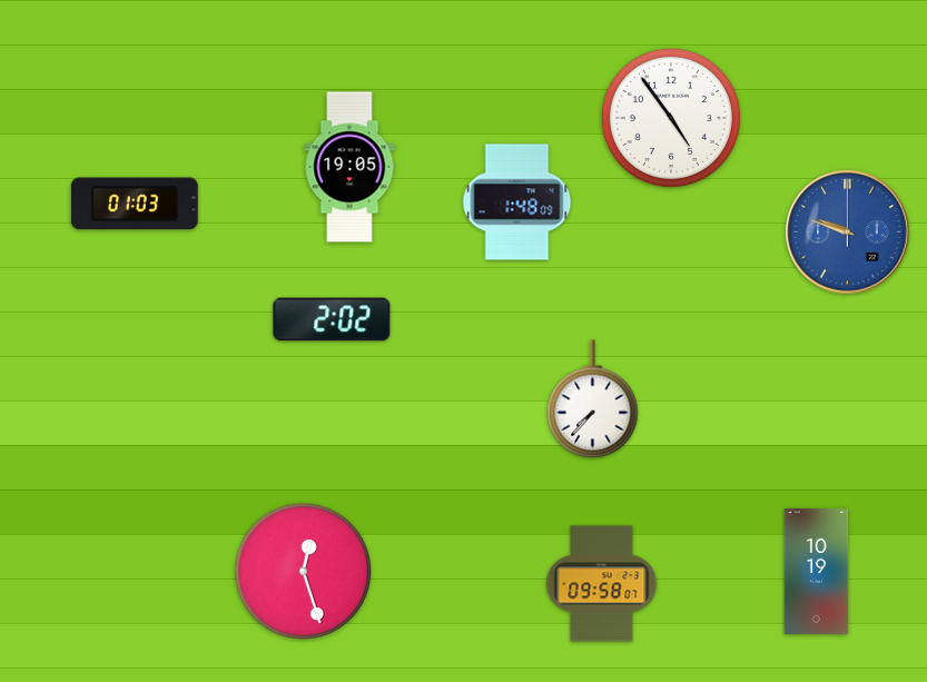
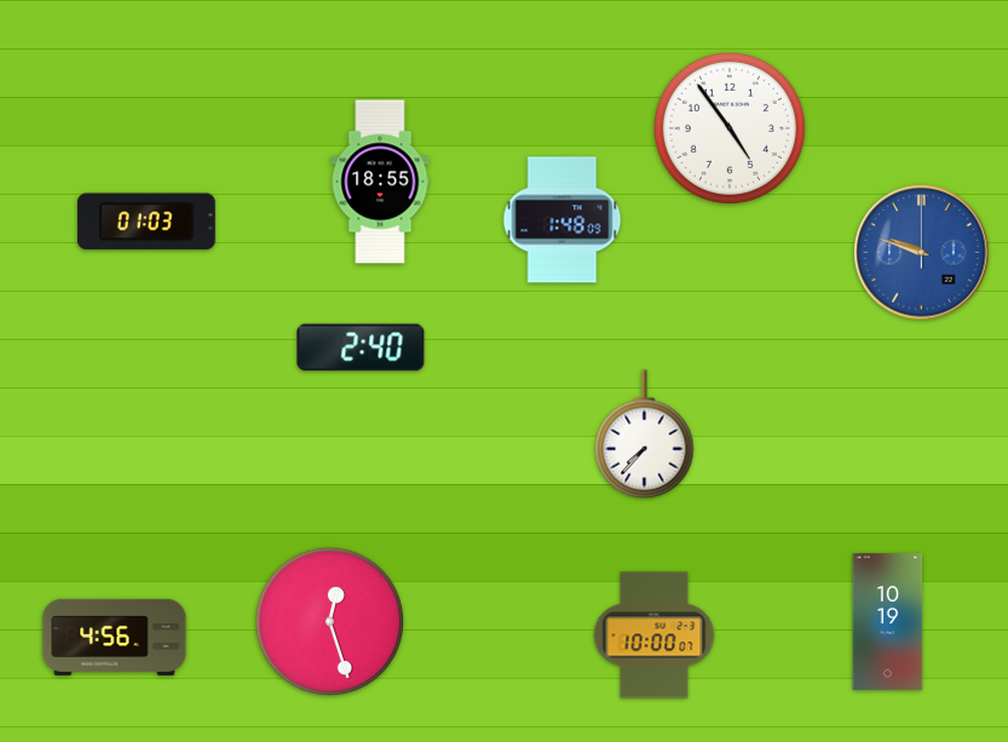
clock at (349, 167): 19:05 -> 18:55
clock at (332, 319): 2:02 -> 2:40
clock at (602, 584): 09:58 -> 10:00
clock at (115, 637): none -> 4:56
